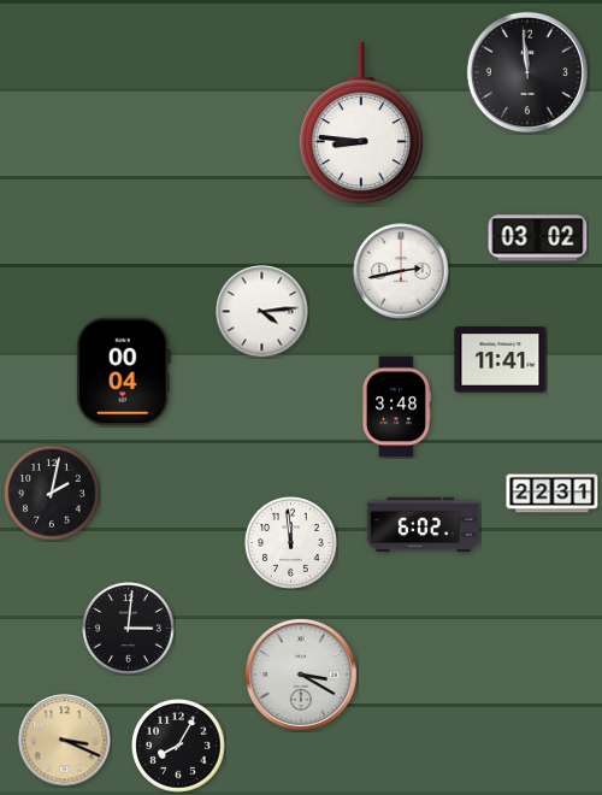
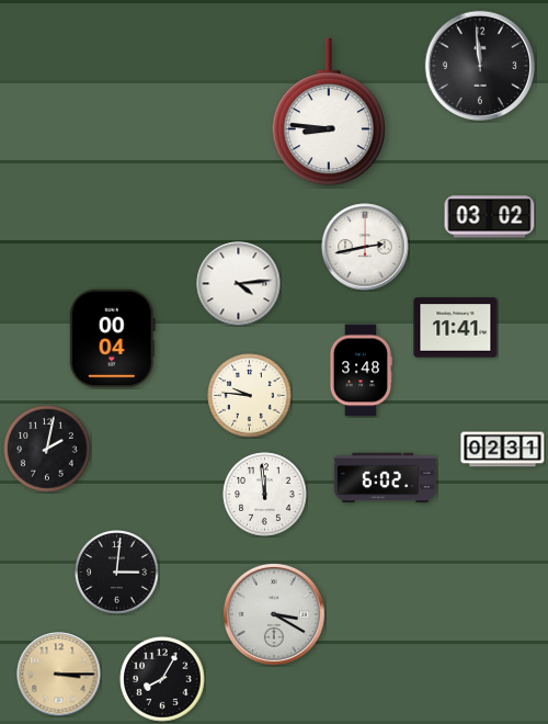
clock at (250, 396): none -> 9:46
clock at (553, 494): 22:31 -> 02:31
clock at (65, 741): 3:19 -> 3:15
